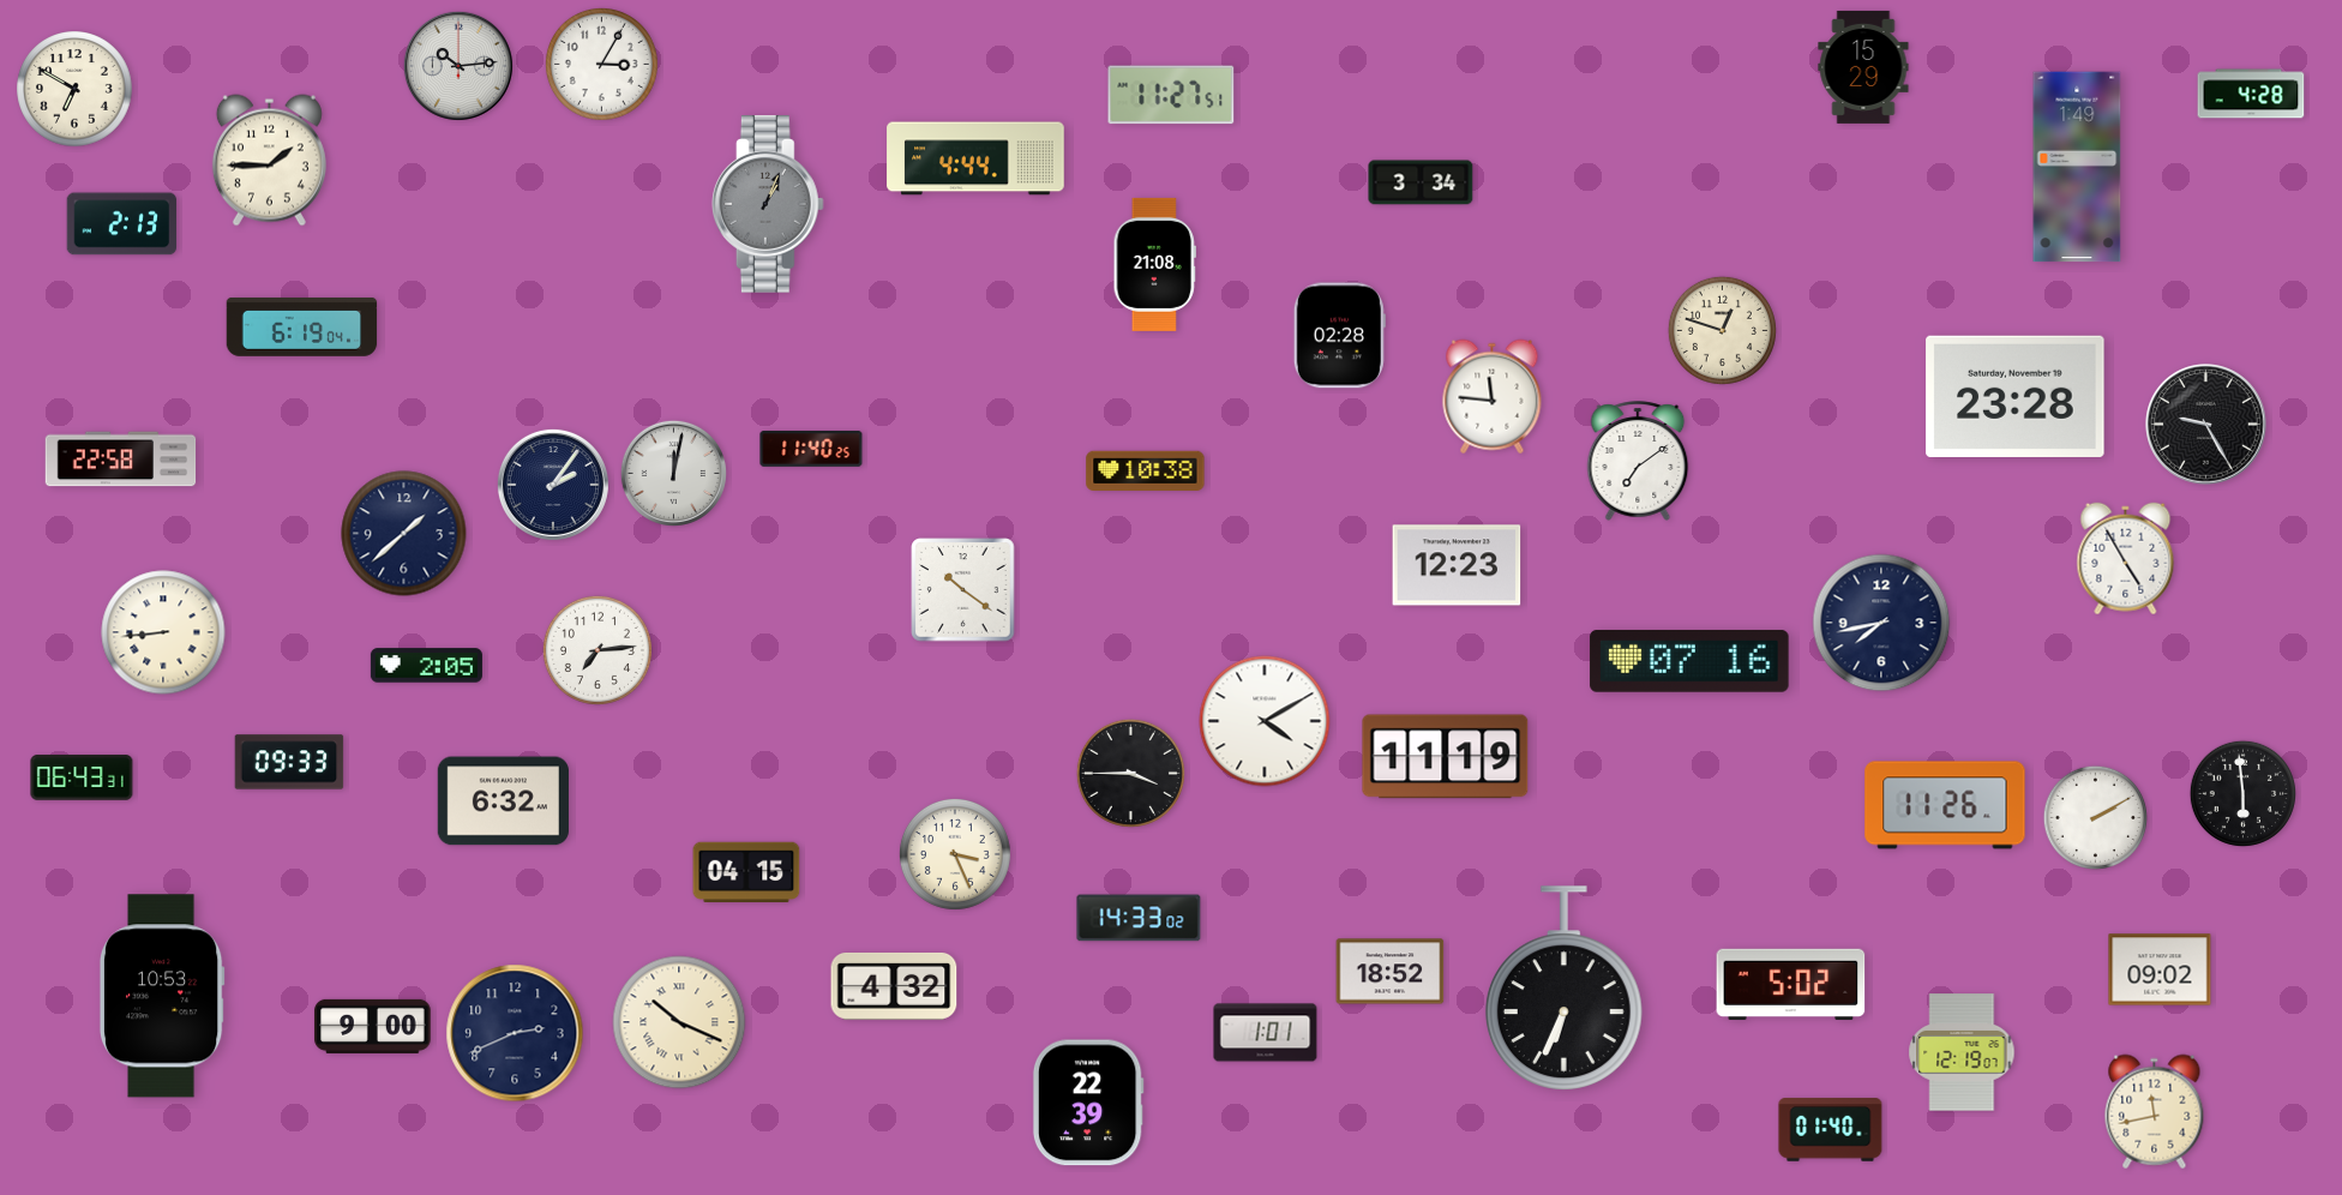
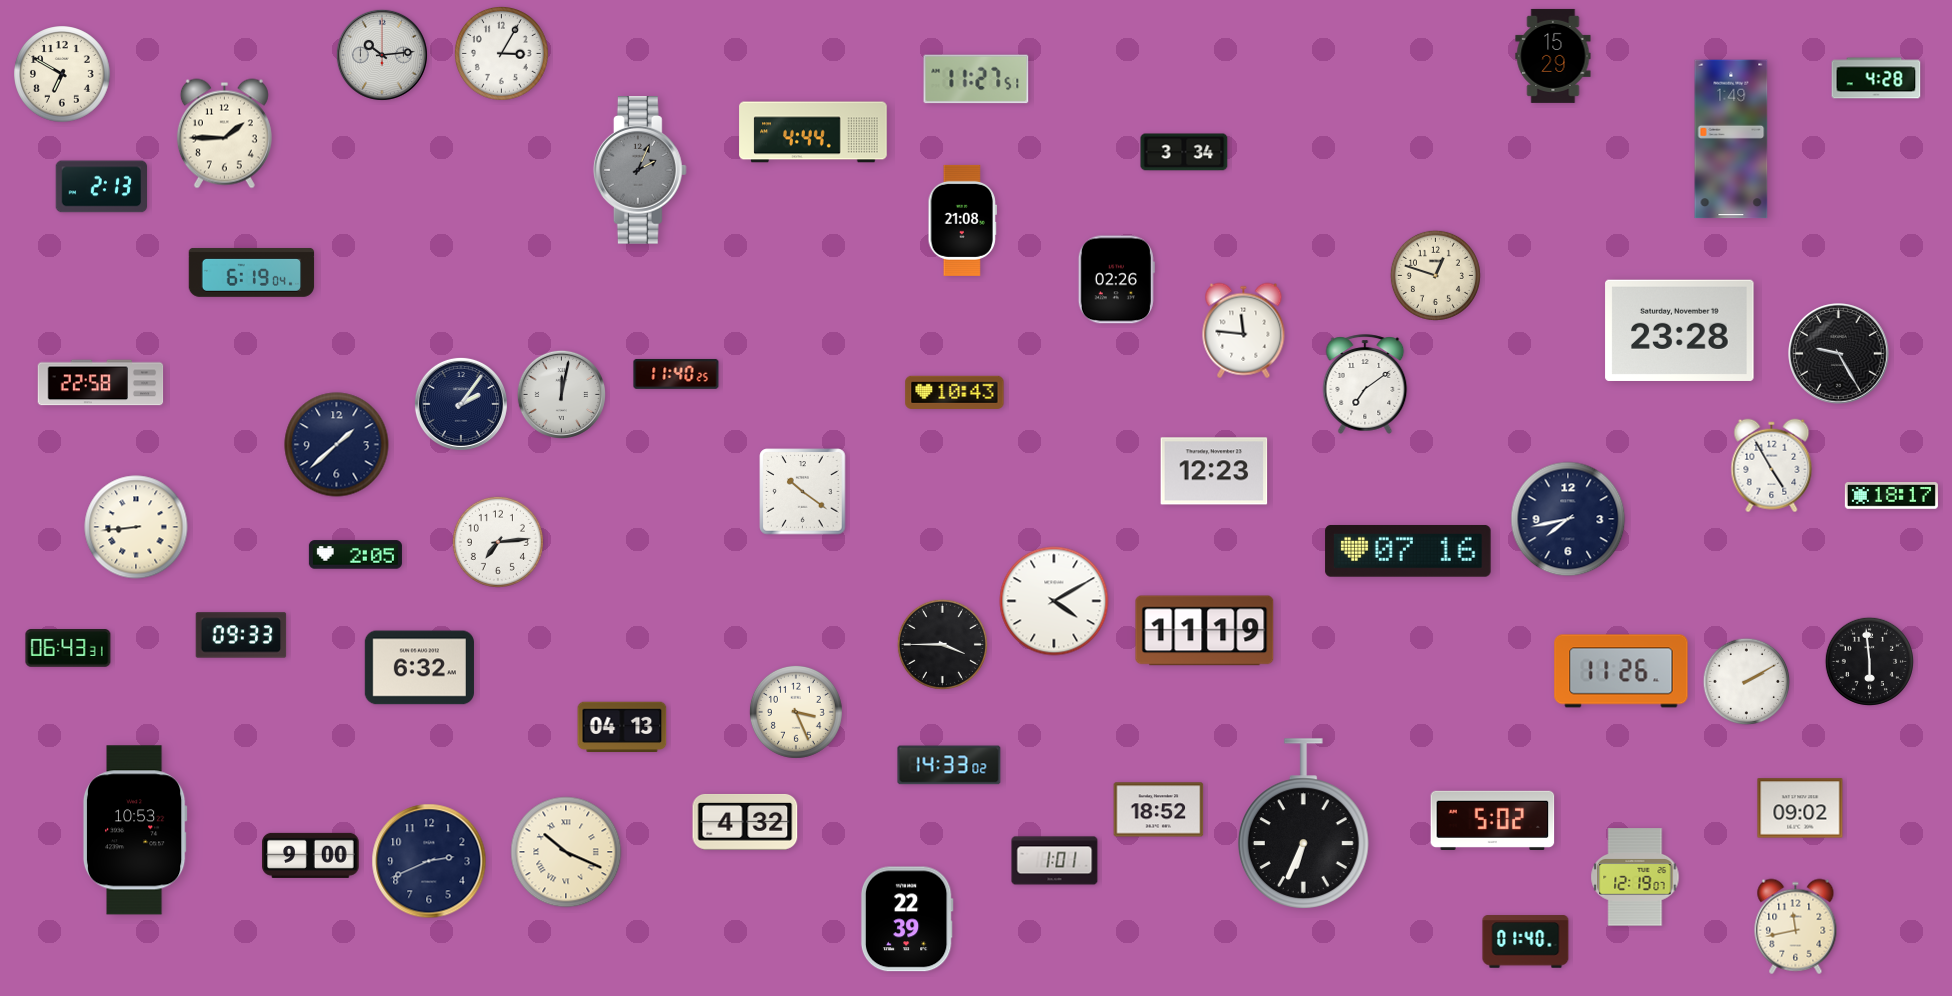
clock at (768, 204): 1:04 -> 2:04
clock at (1339, 336): 02:28 -> 02:26
clock at (1146, 470): 10:38 -> 10:43
clock at (1891, 496): none -> 18:17
clock at (746, 872): 04:15 -> 04:13
